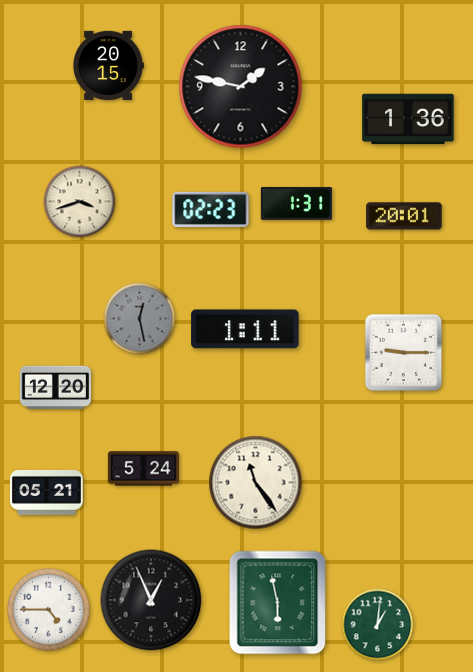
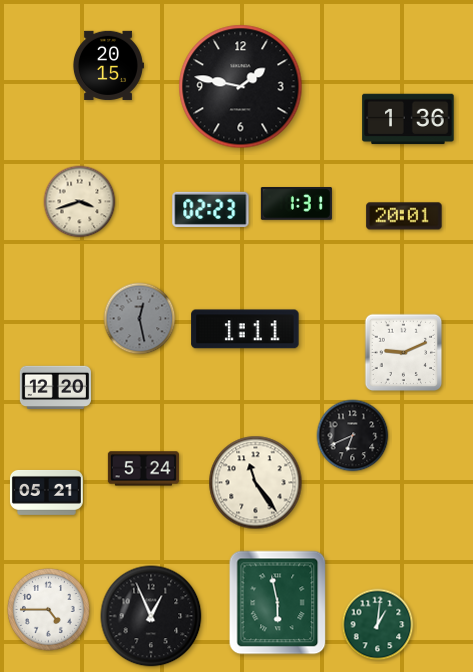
clock at (404, 353): 9:15 -> 9:11
clock at (353, 436): none -> 6:41
clock at (151, 600) position: (151, 600) -> (151, 616)
